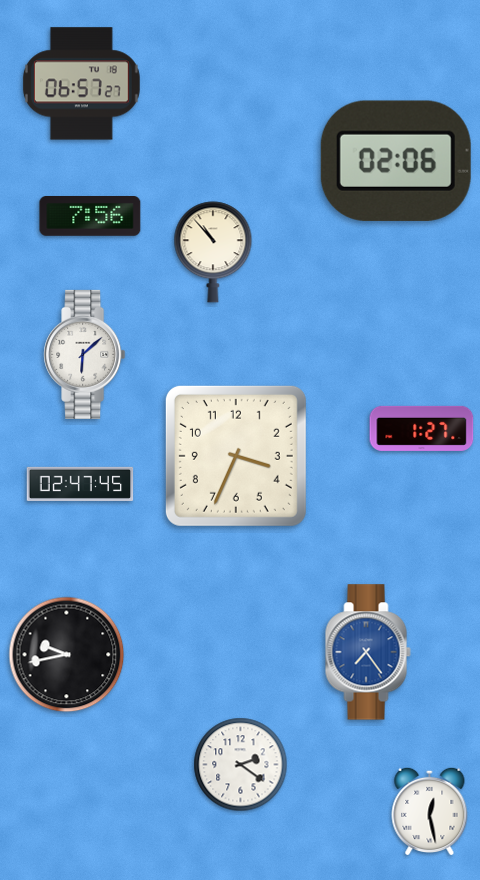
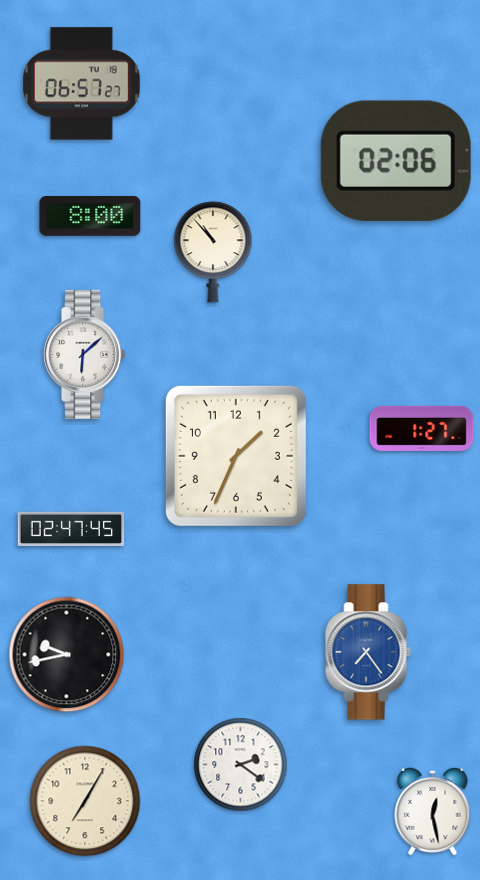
clock at (90, 217): 7:56 -> 8:00
clock at (236, 456): 3:34 -> 1:34
clock at (80, 484) position: (80, 484) -> (71, 529)
clock at (85, 801): none -> 7:05
clock at (430, 811) position: (430, 811) -> (433, 811)
